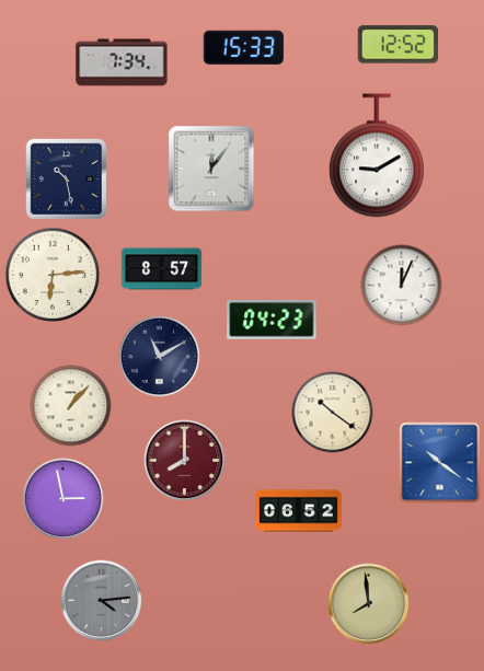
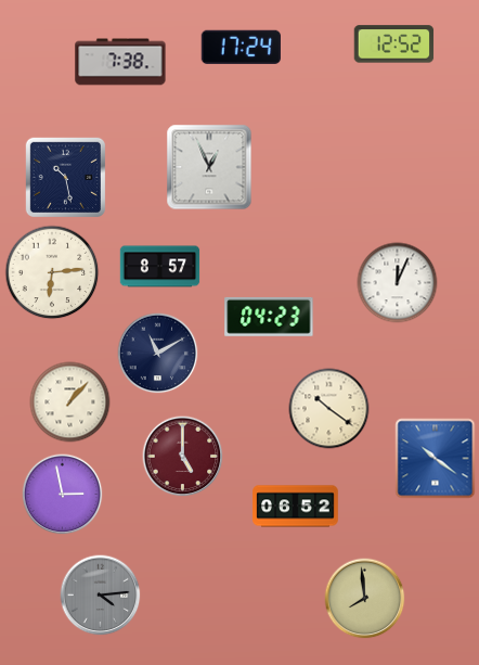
clock at (243, 47): 15:33 -> 17:24
clock at (122, 62): 7:34 -> 7:38
clock at (377, 155): 9:10 -> none
clock at (211, 169): 12:06 -> 12:56
clock at (185, 461): 8:00 -> 5:00
